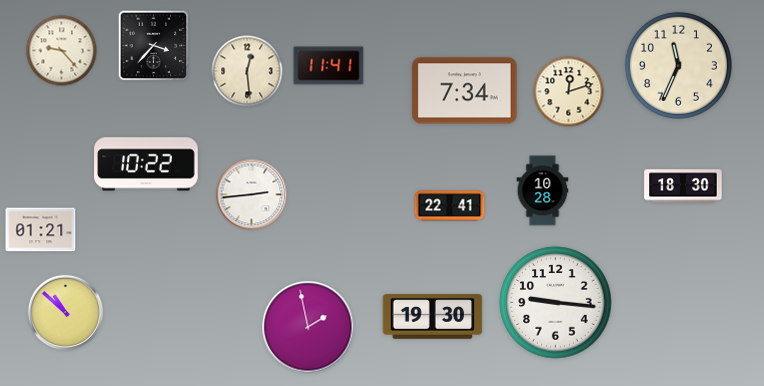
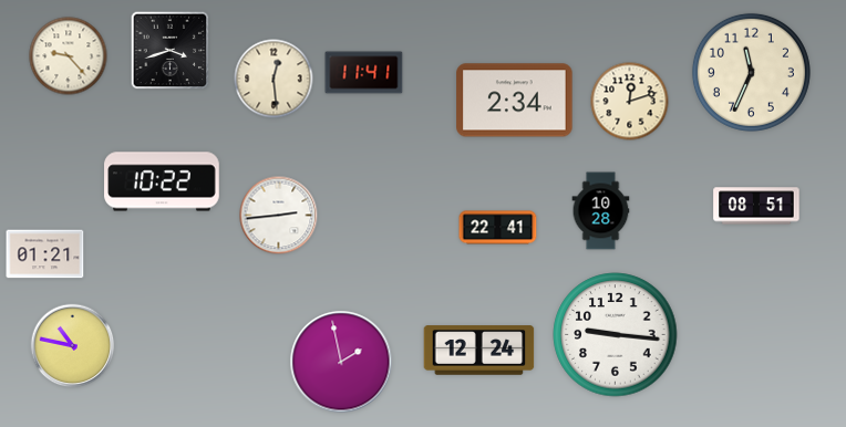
clock at (154, 46): 3:37 -> 3:42
clock at (465, 91): 7:34 -> 2:34
clock at (683, 186): 18:30 -> 08:51
clock at (66, 313): 10:52 -> 10:47
clock at (433, 317): 19:30 -> 12:24
